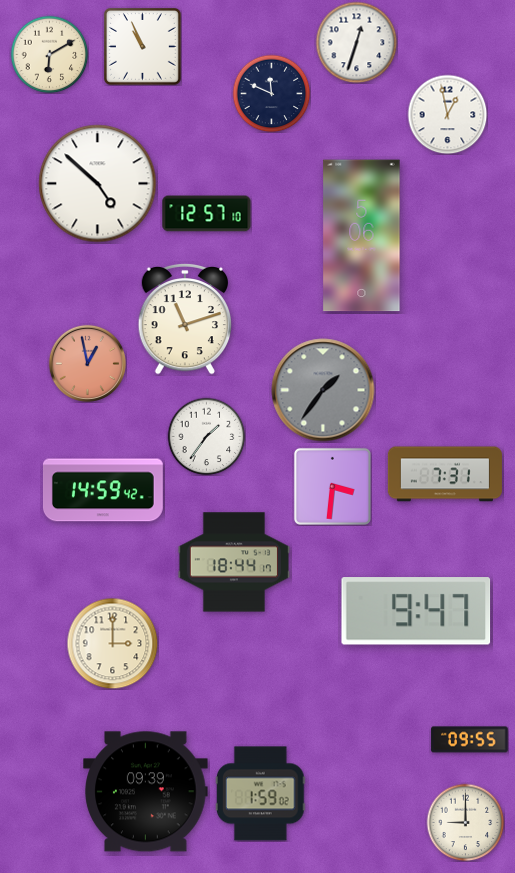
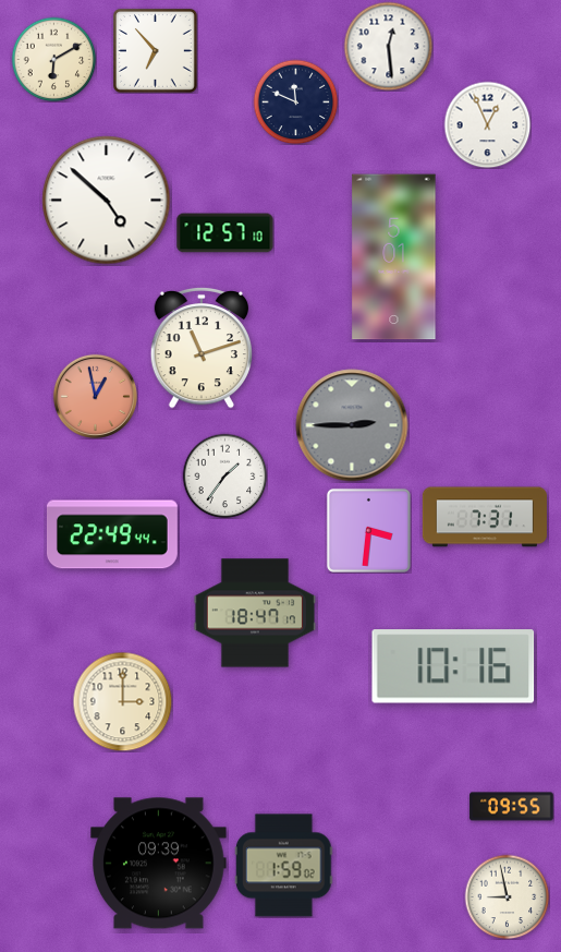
clock at (356, 42): 12:33 -> 12:29
clock at (142, 46): 10:56 -> 6:53
clock at (447, 114): 12:58 -> 12:56
clock at (362, 236): 5:06 -> 5:01
clock at (323, 390): 1:36 -> 2:45
clock at (332, 486) position: (332, 486) -> (368, 530)
clock at (103, 490): 14:59 -> 22:49
clock at (234, 562): 18:44 -> 18:47
clock at (416, 611): 9:47 -> 10:16
clock at (465, 822): 9:00 -> 8:58
